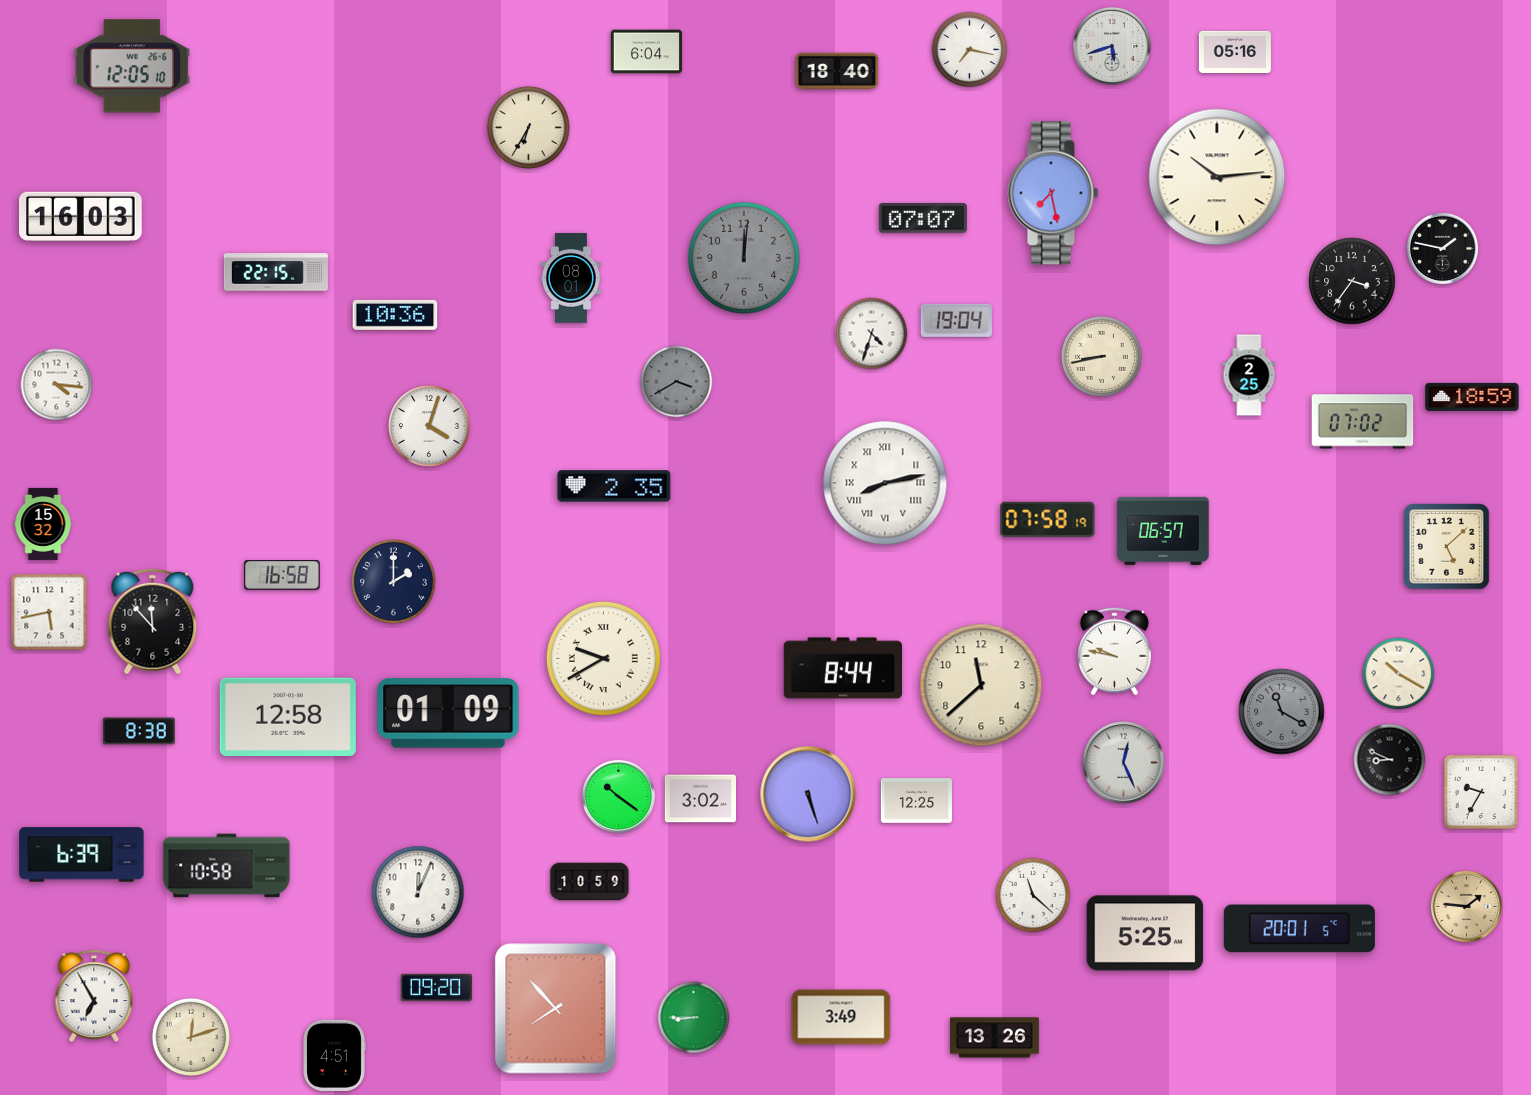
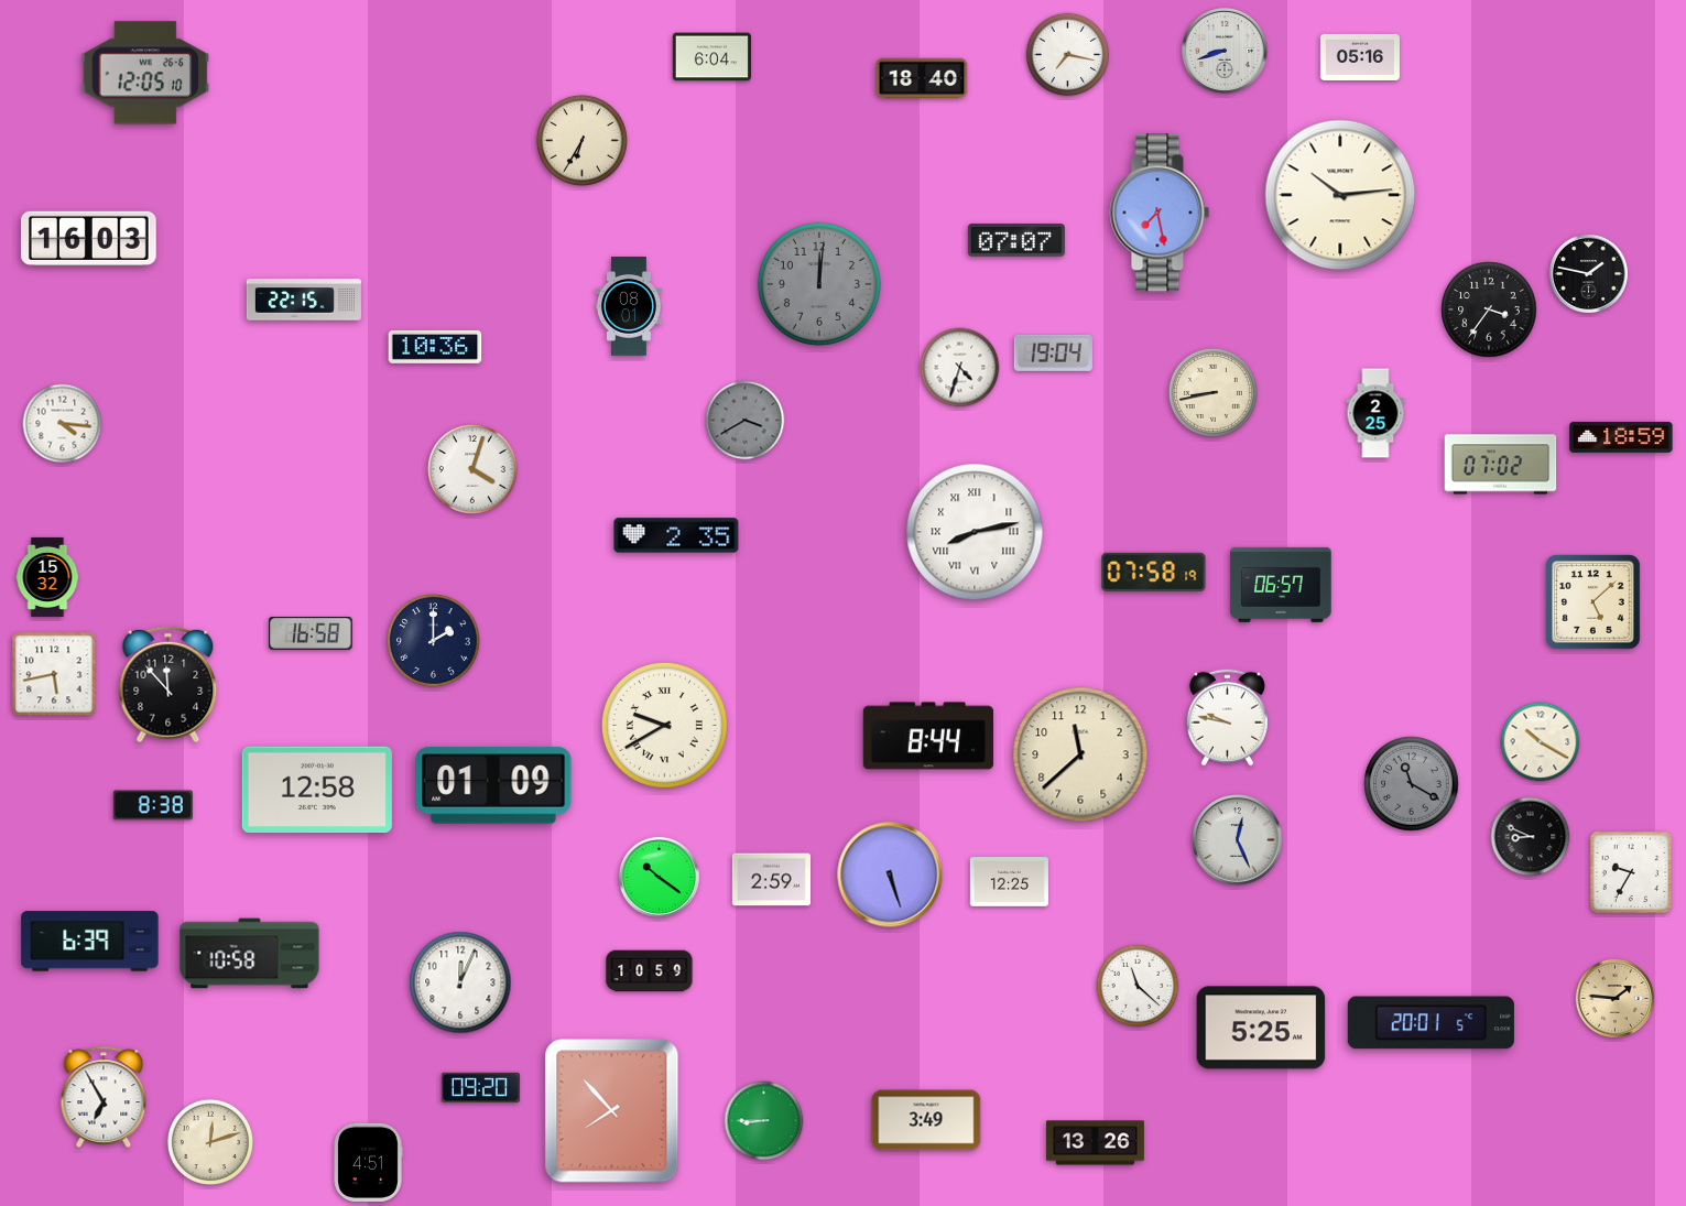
clock at (1112, 46): 5:42 -> 8:42
clock at (618, 796) position: (618, 796) -> (659, 877)
clock at (700, 799): 3:02 -> 2:59
